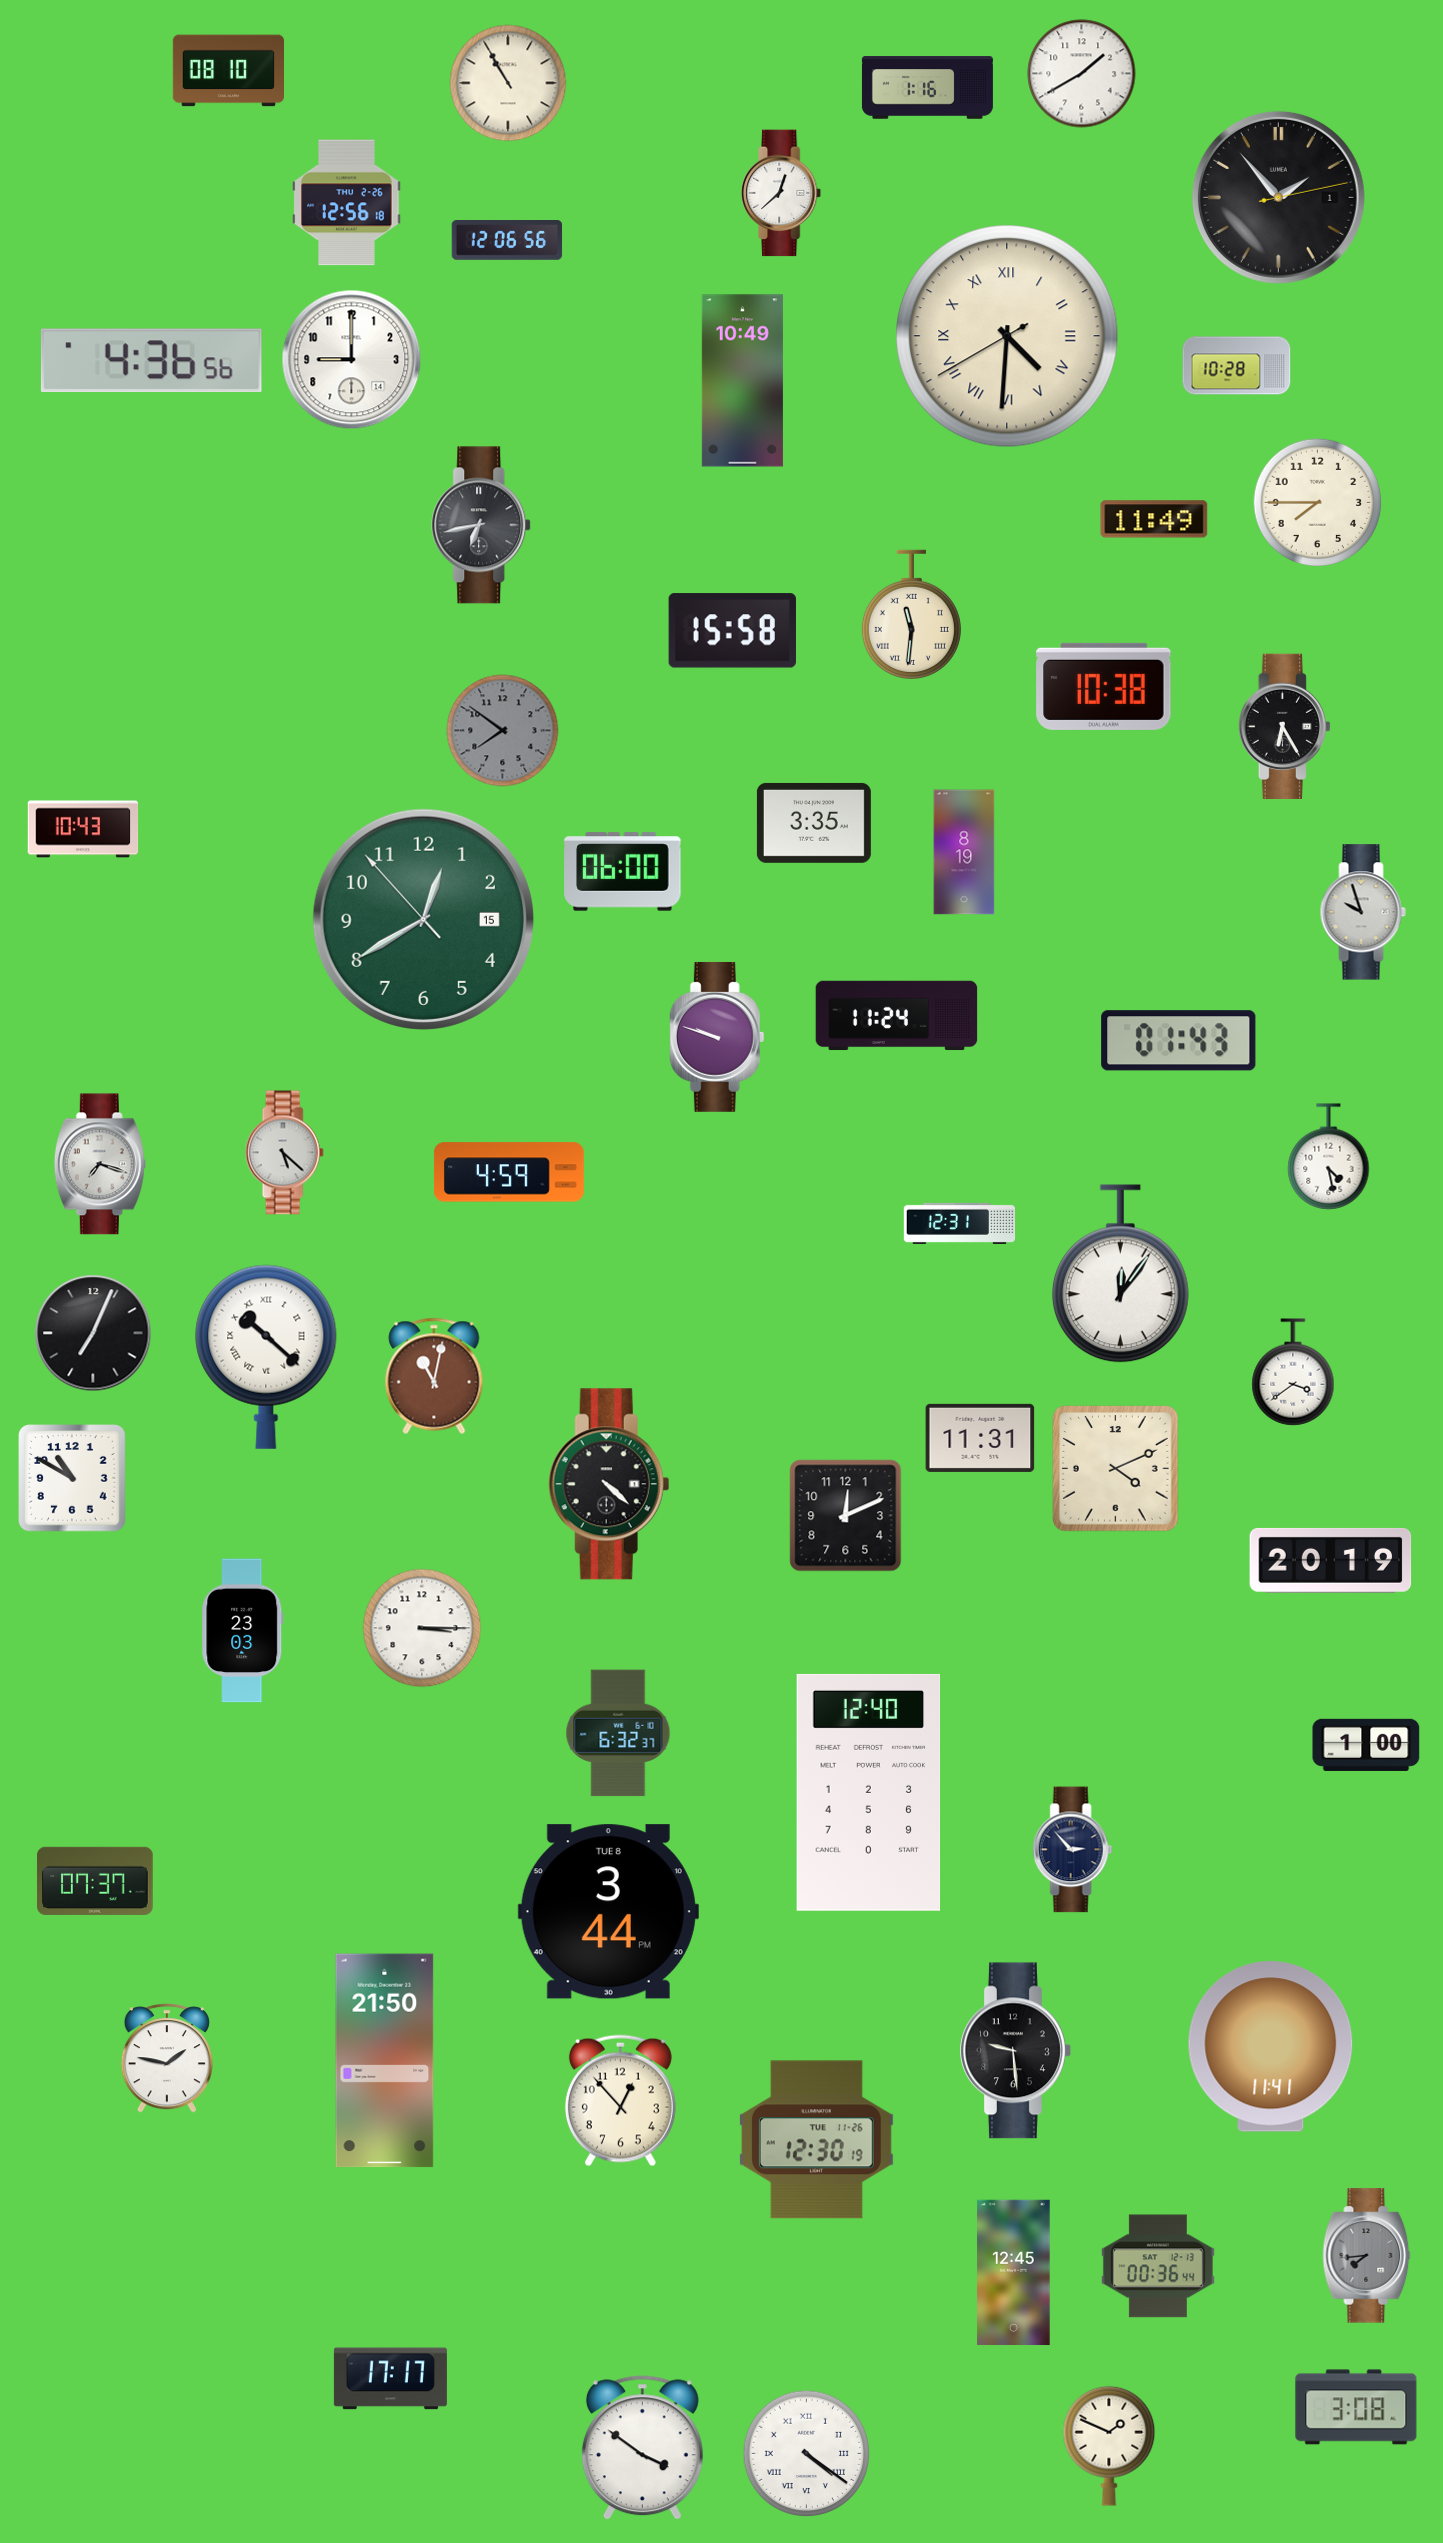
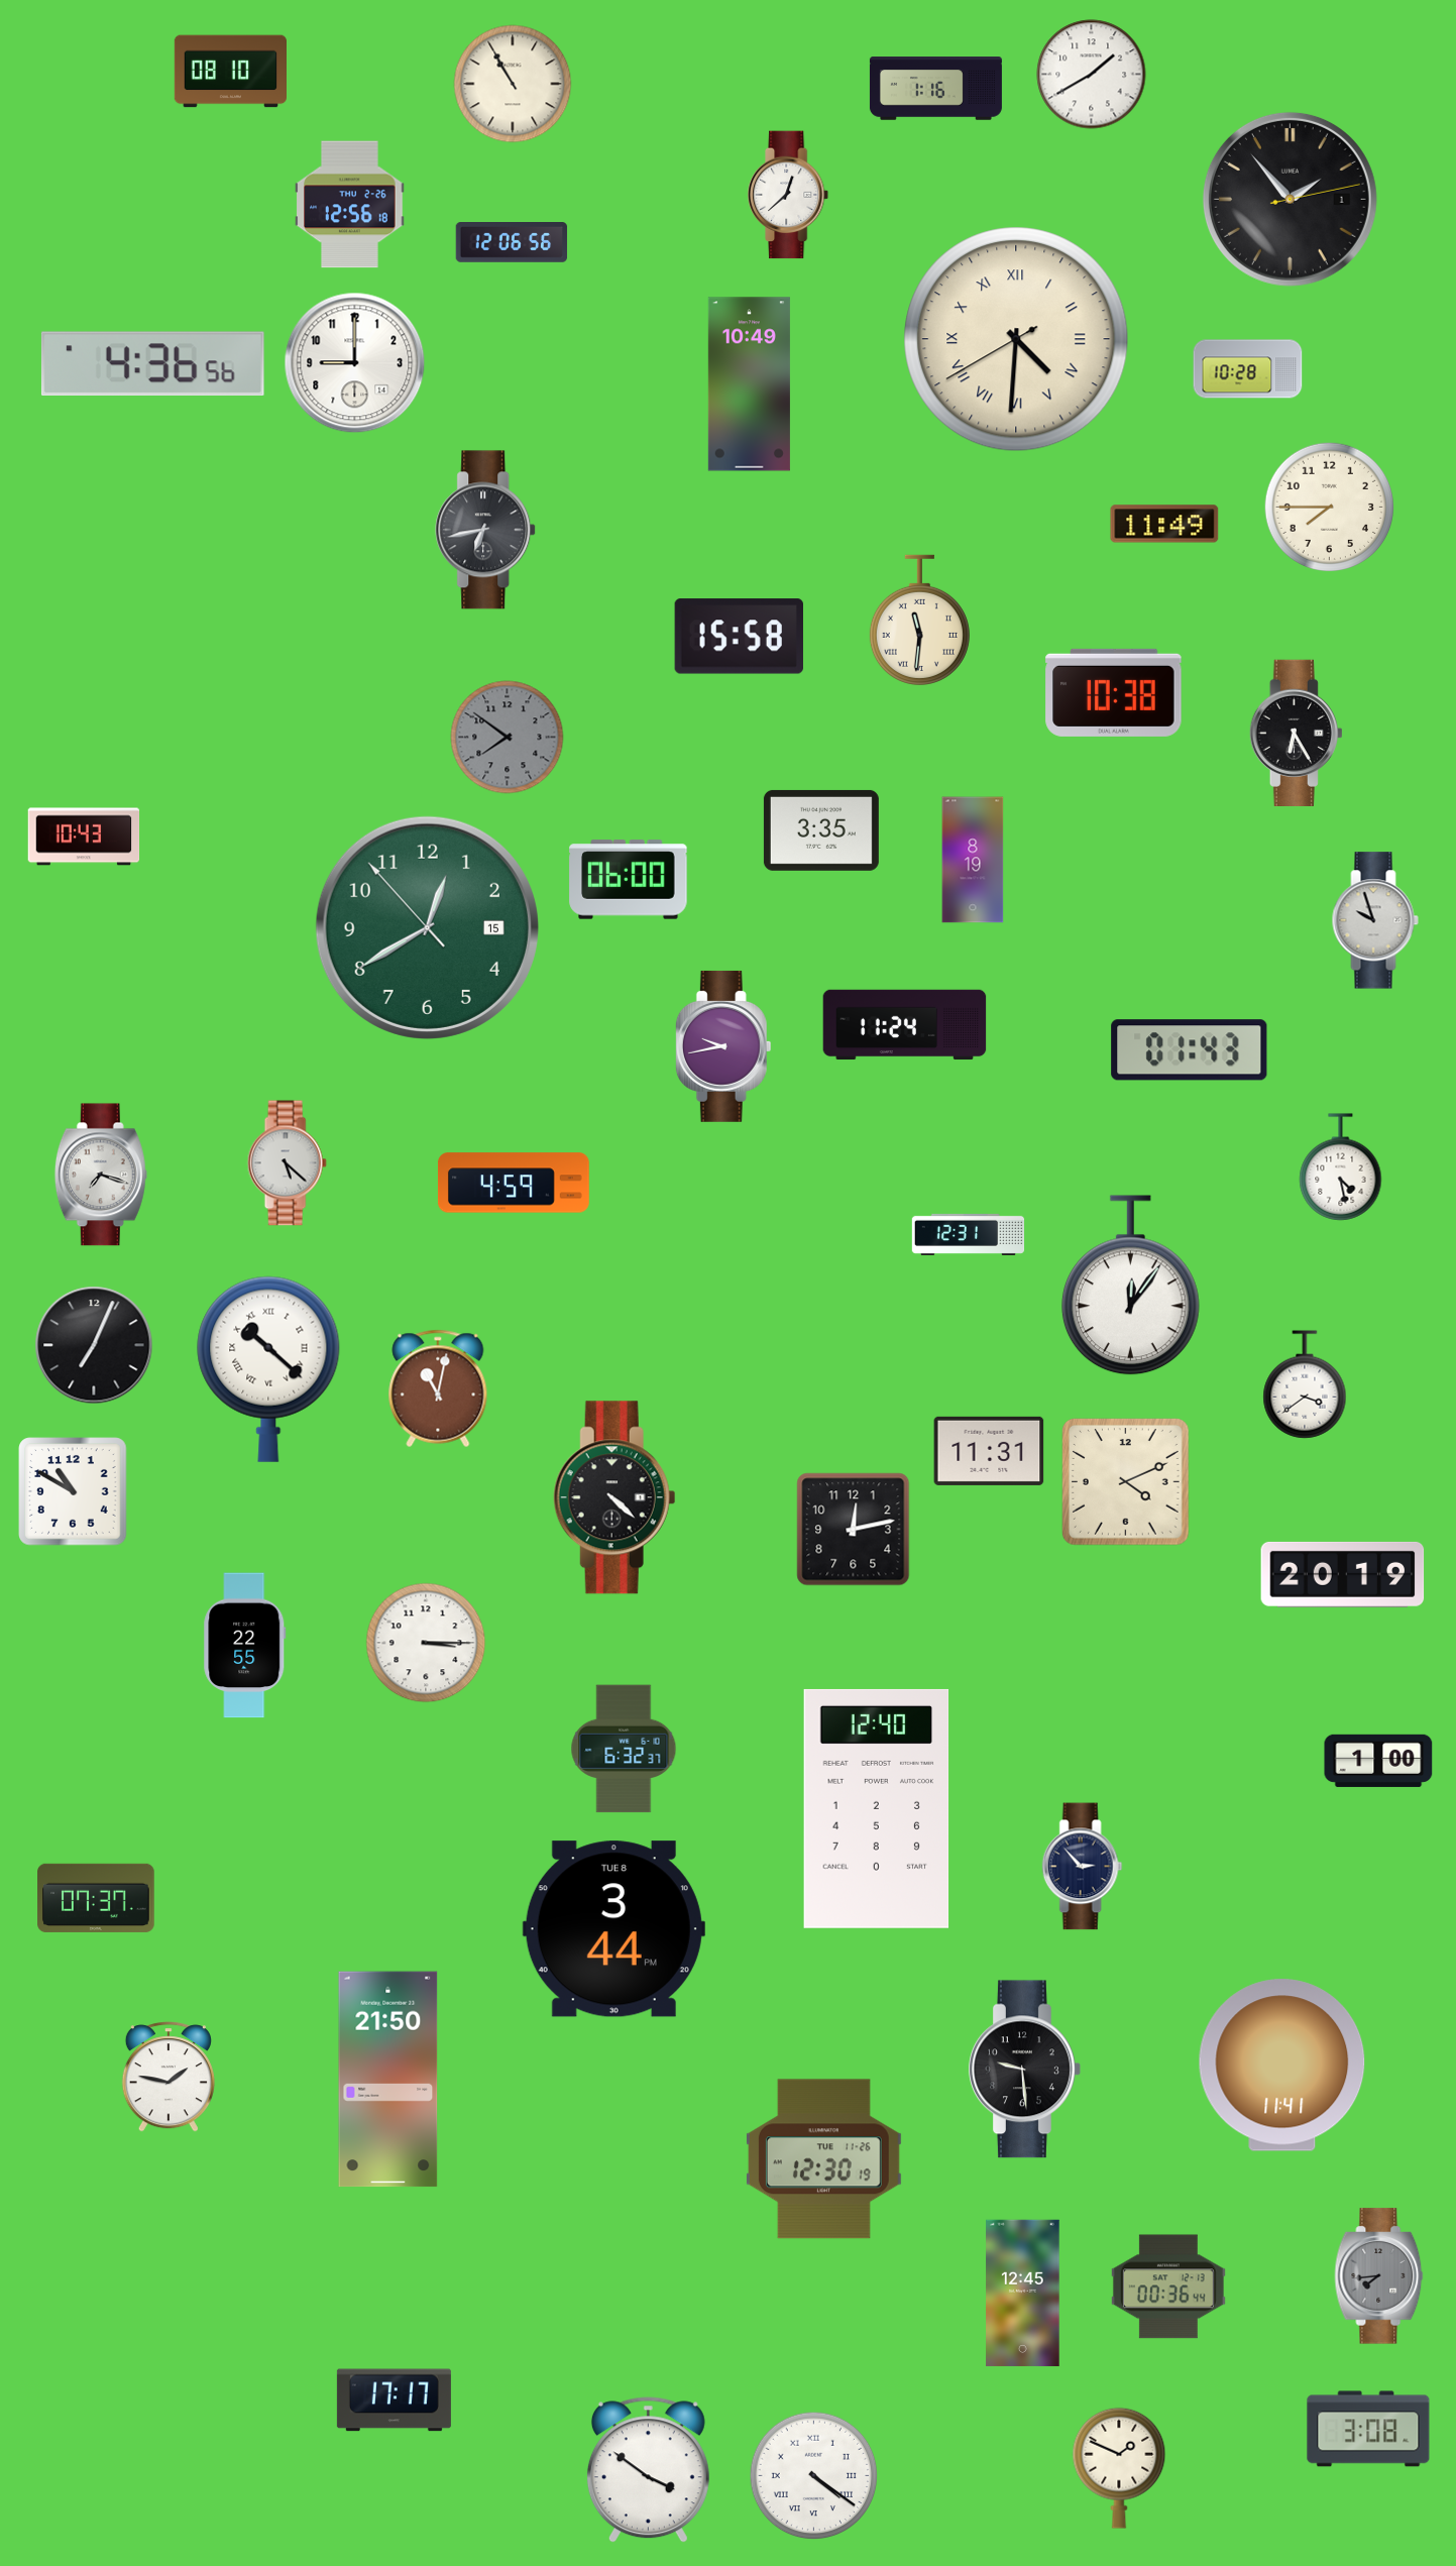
clock at (717, 1037): 9:48 -> 9:43
clock at (846, 1516): 12:11 -> 12:13
clock at (243, 1631): 23:03 -> 22:55
clock at (620, 2101): 12:53 -> none
